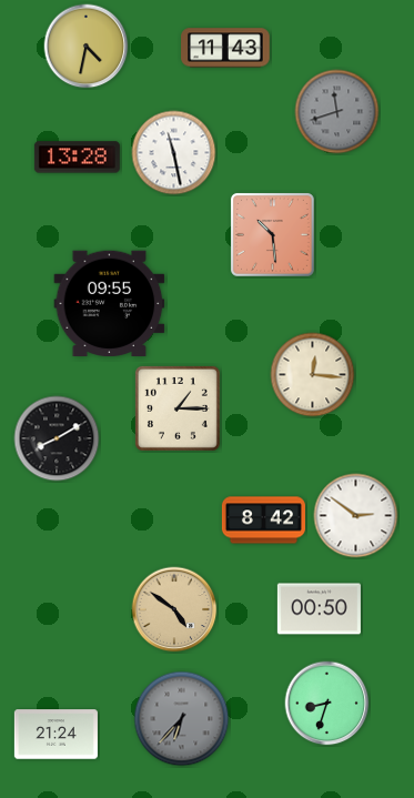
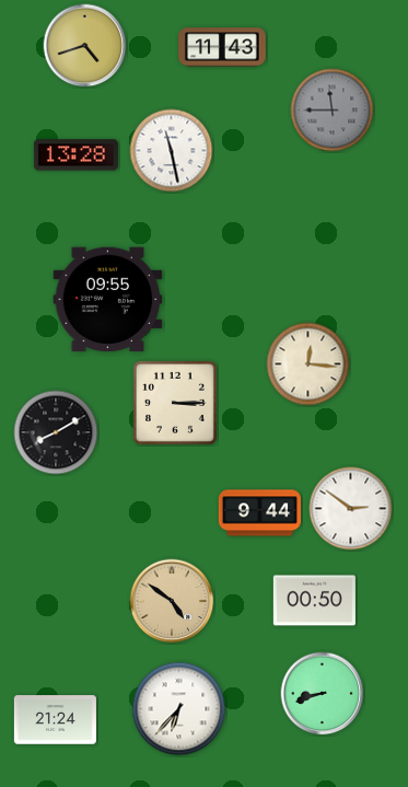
clock at (87, 47): 4:32 -> 4:42
clock at (337, 112): 11:42 -> 11:45
clock at (273, 235): 10:29 -> none
clock at (313, 375) position: (313, 375) -> (308, 364)
clock at (178, 408): 1:15 -> 3:15
clock at (263, 521): 8:42 -> 9:44
clock at (327, 704): 8:33 -> 8:42
clock at (182, 719) dial: grey -> white
clock at (55, 735) position: (55, 735) -> (55, 720)
